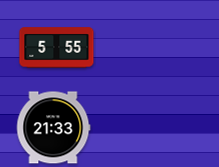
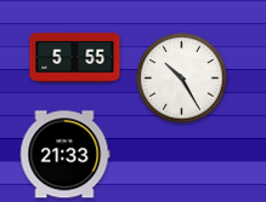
clock at (57, 48) position: (57, 48) -> (75, 58)
clock at (182, 79): none -> 10:25
